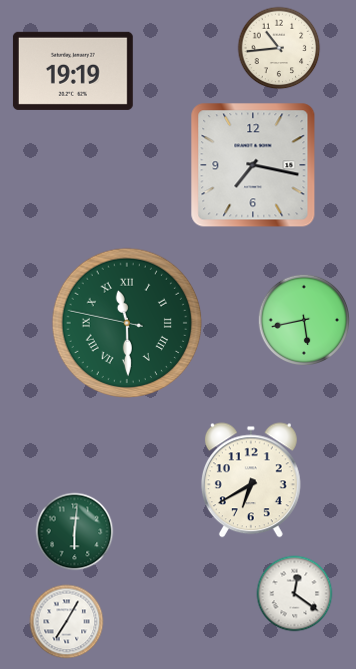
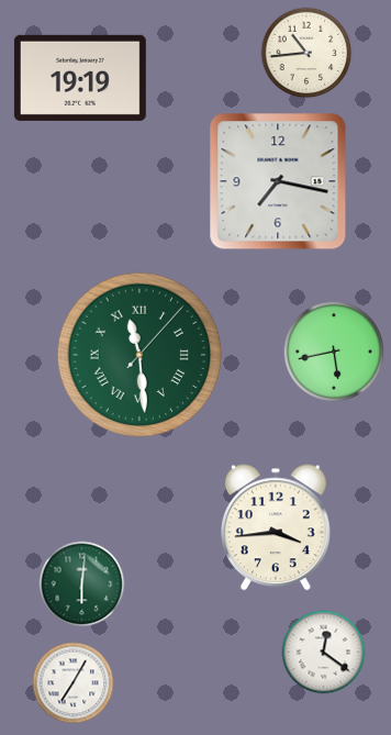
clock at (127, 323): 11:29:47 -> 11:29:07
clock at (251, 480): 6:40 -> 3:44
